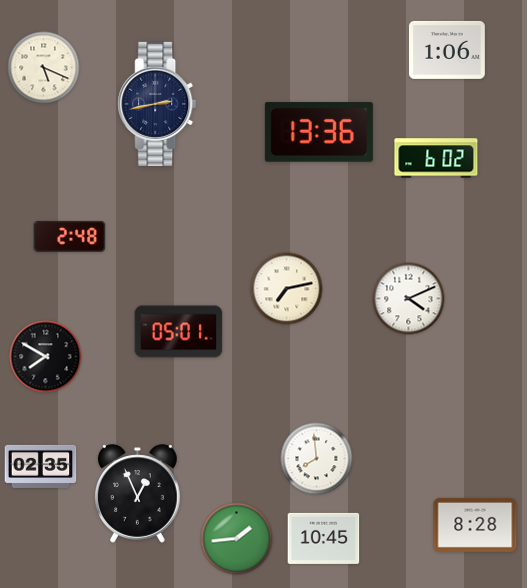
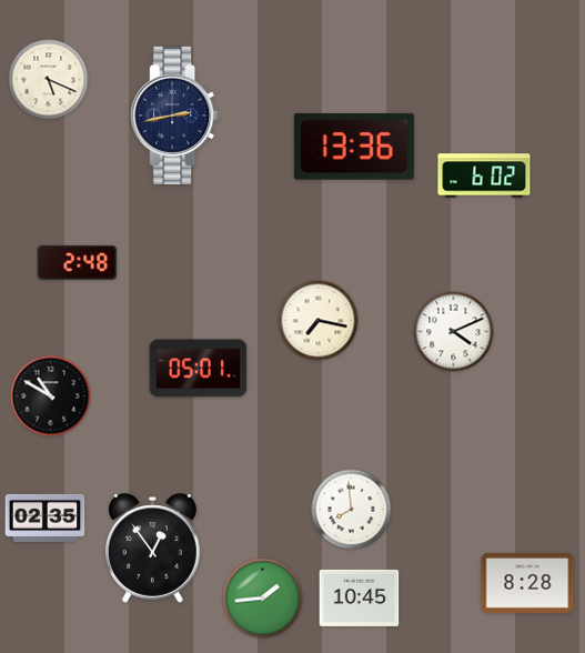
clock at (447, 50): 1:06 -> none
clock at (44, 68) position: (44, 68) -> (49, 80)
clock at (287, 289): 7:13 -> 7:17
clock at (46, 357): 7:50 -> 10:50
clock at (138, 494): 12:56 -> 12:54
